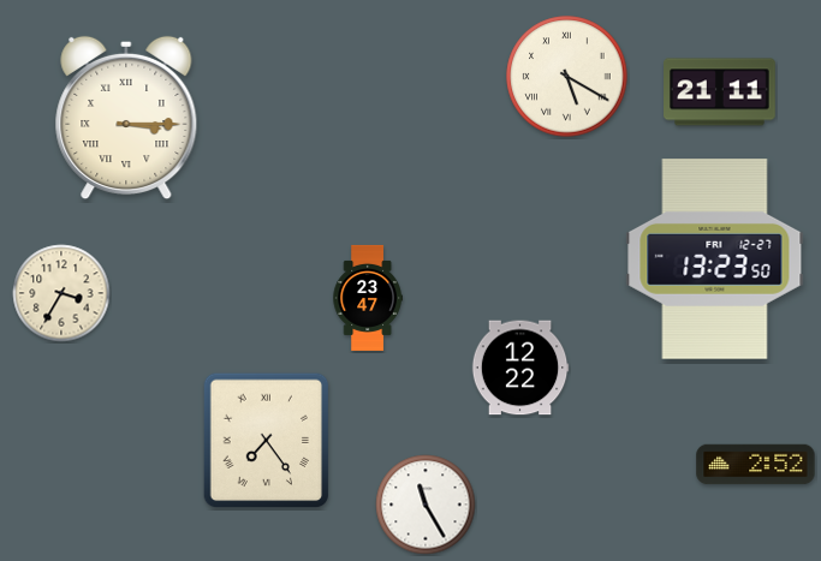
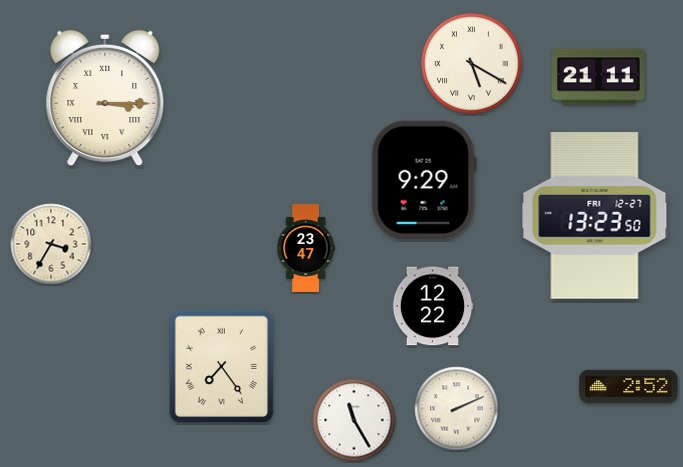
clock at (424, 179): none -> 9:29
clock at (457, 409): none -> 2:11
